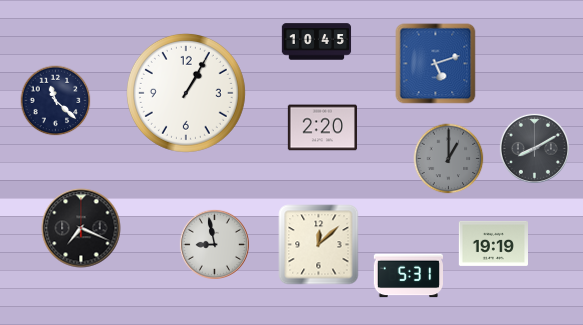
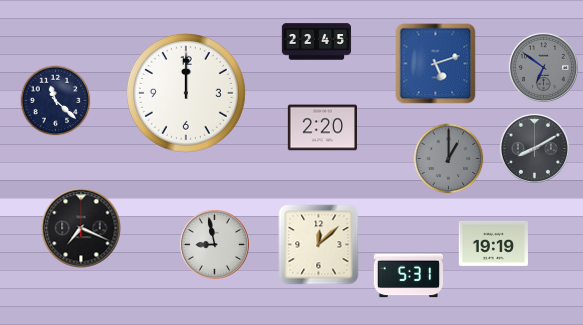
clock at (317, 42): 10:45 -> 22:45
clock at (543, 67): none -> 6:51
clock at (186, 93): 1:05 -> 12:00
